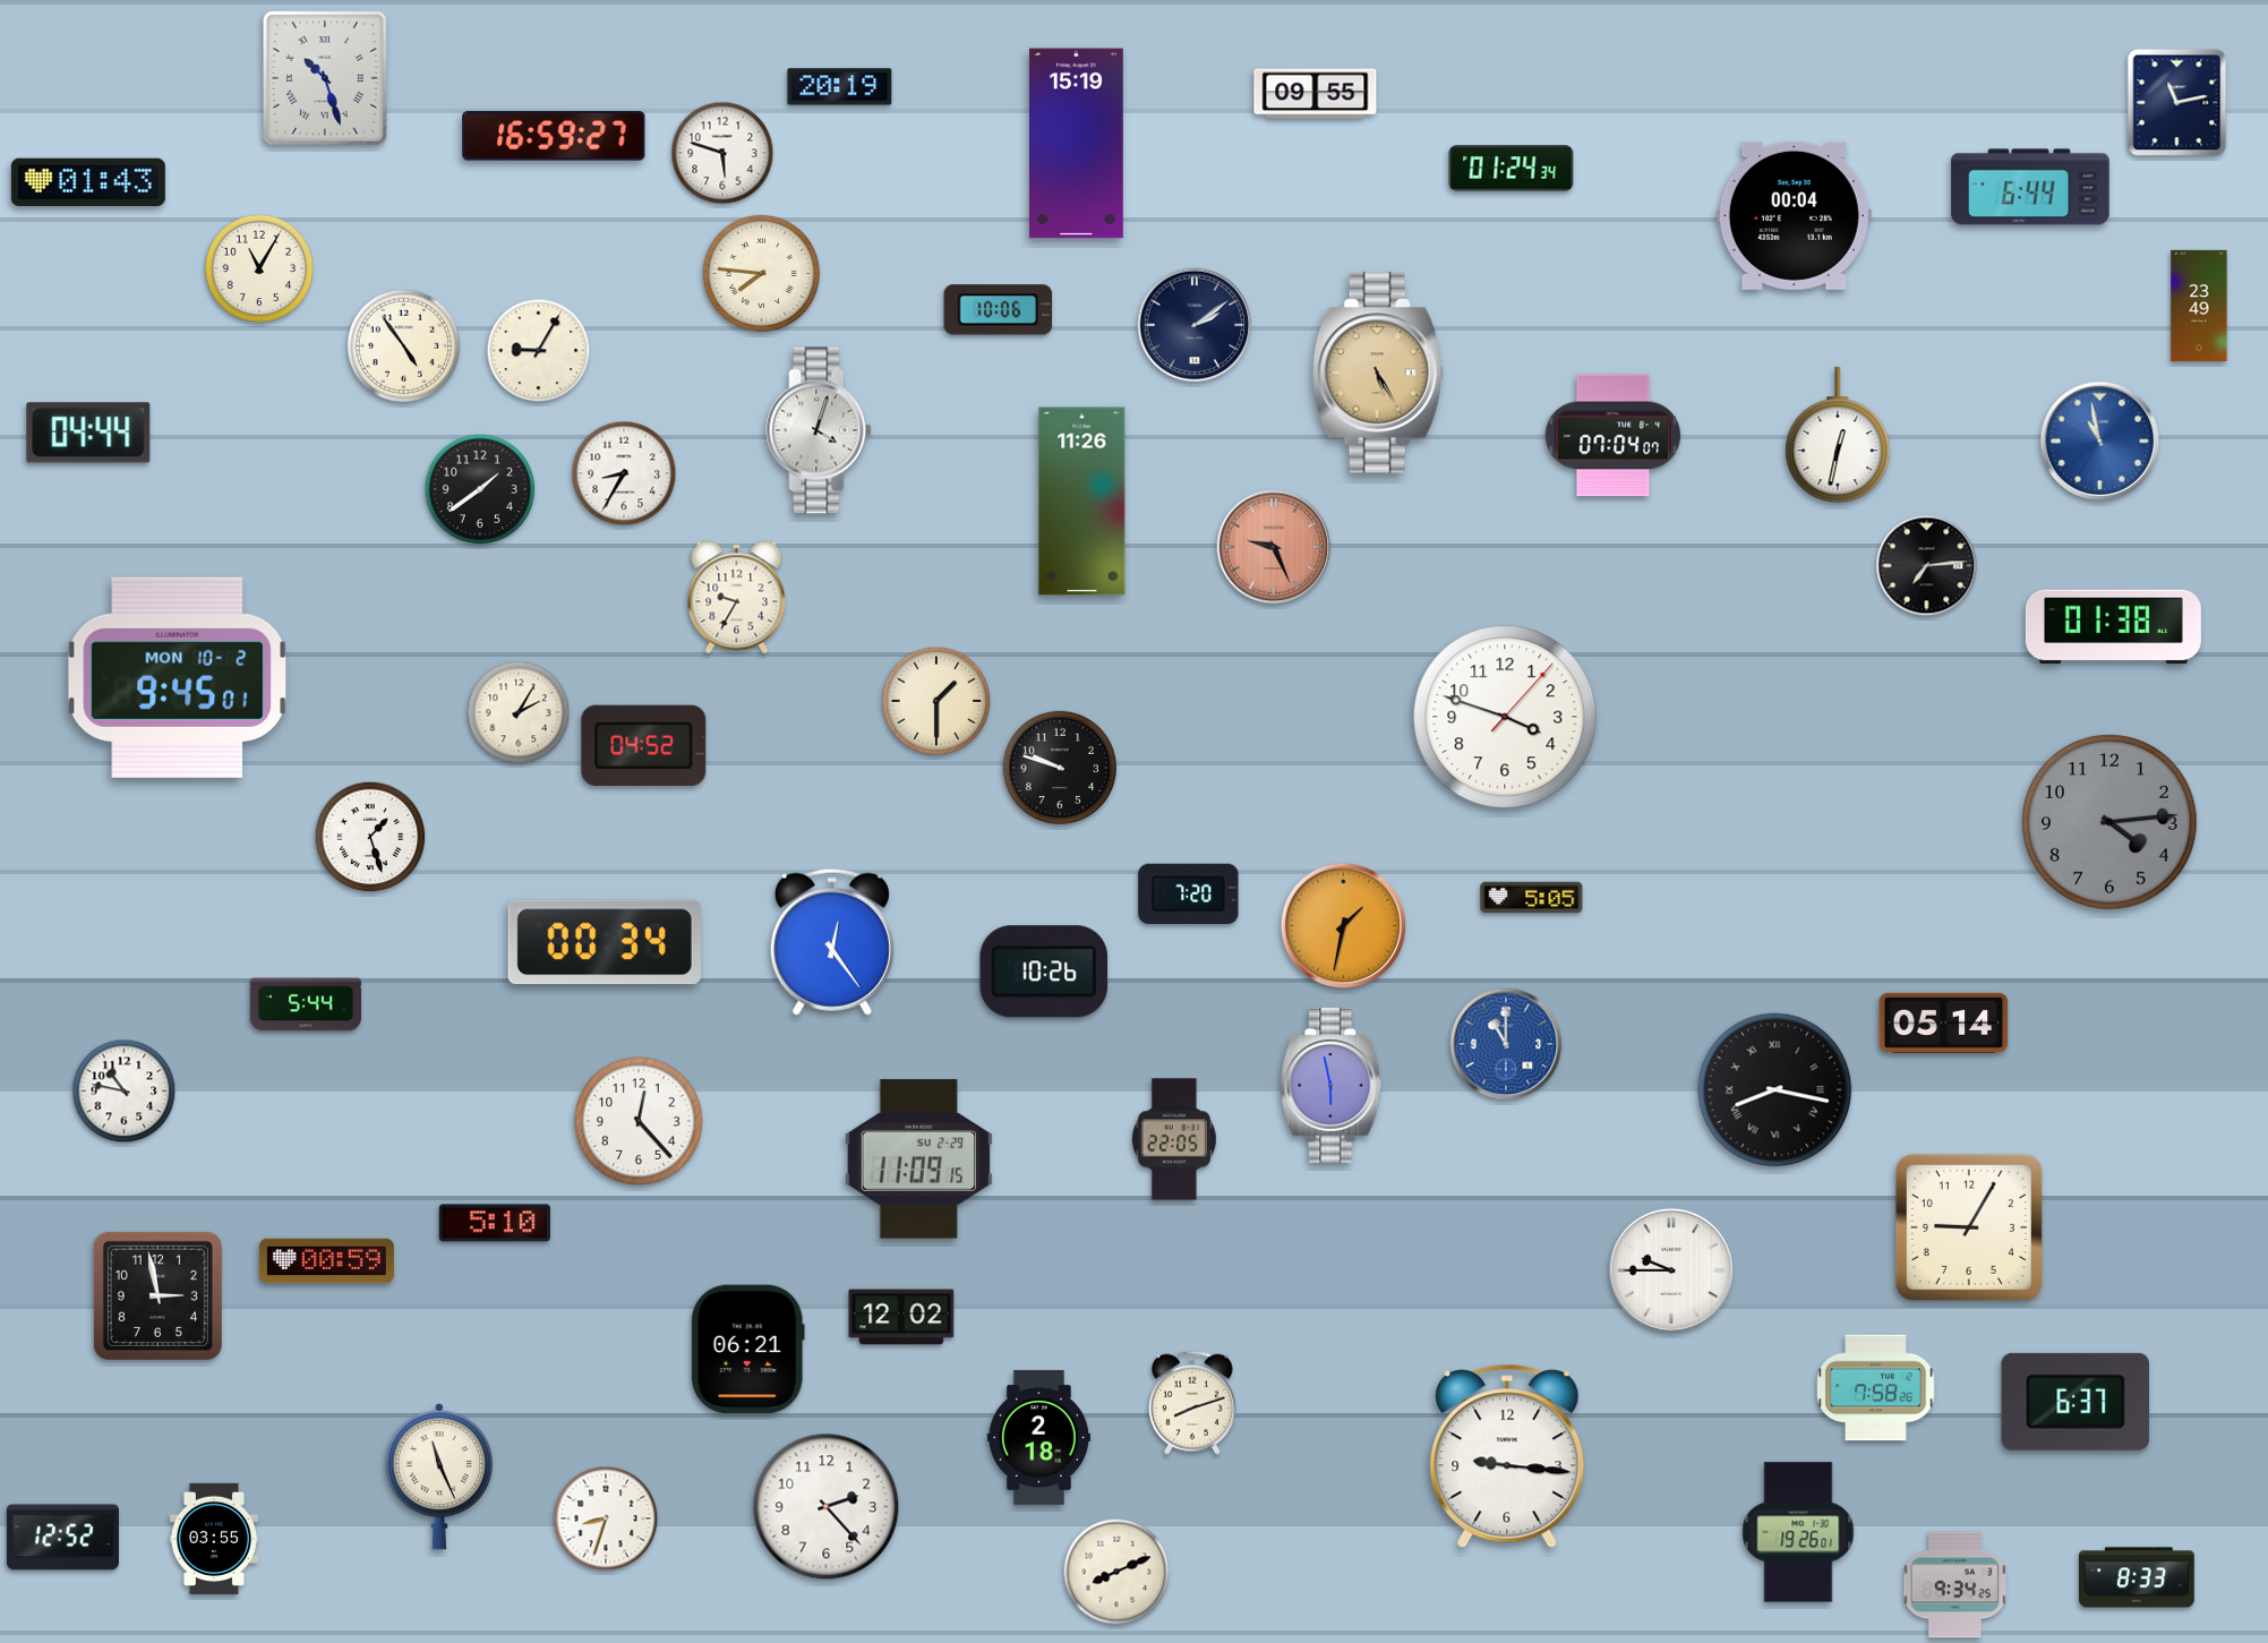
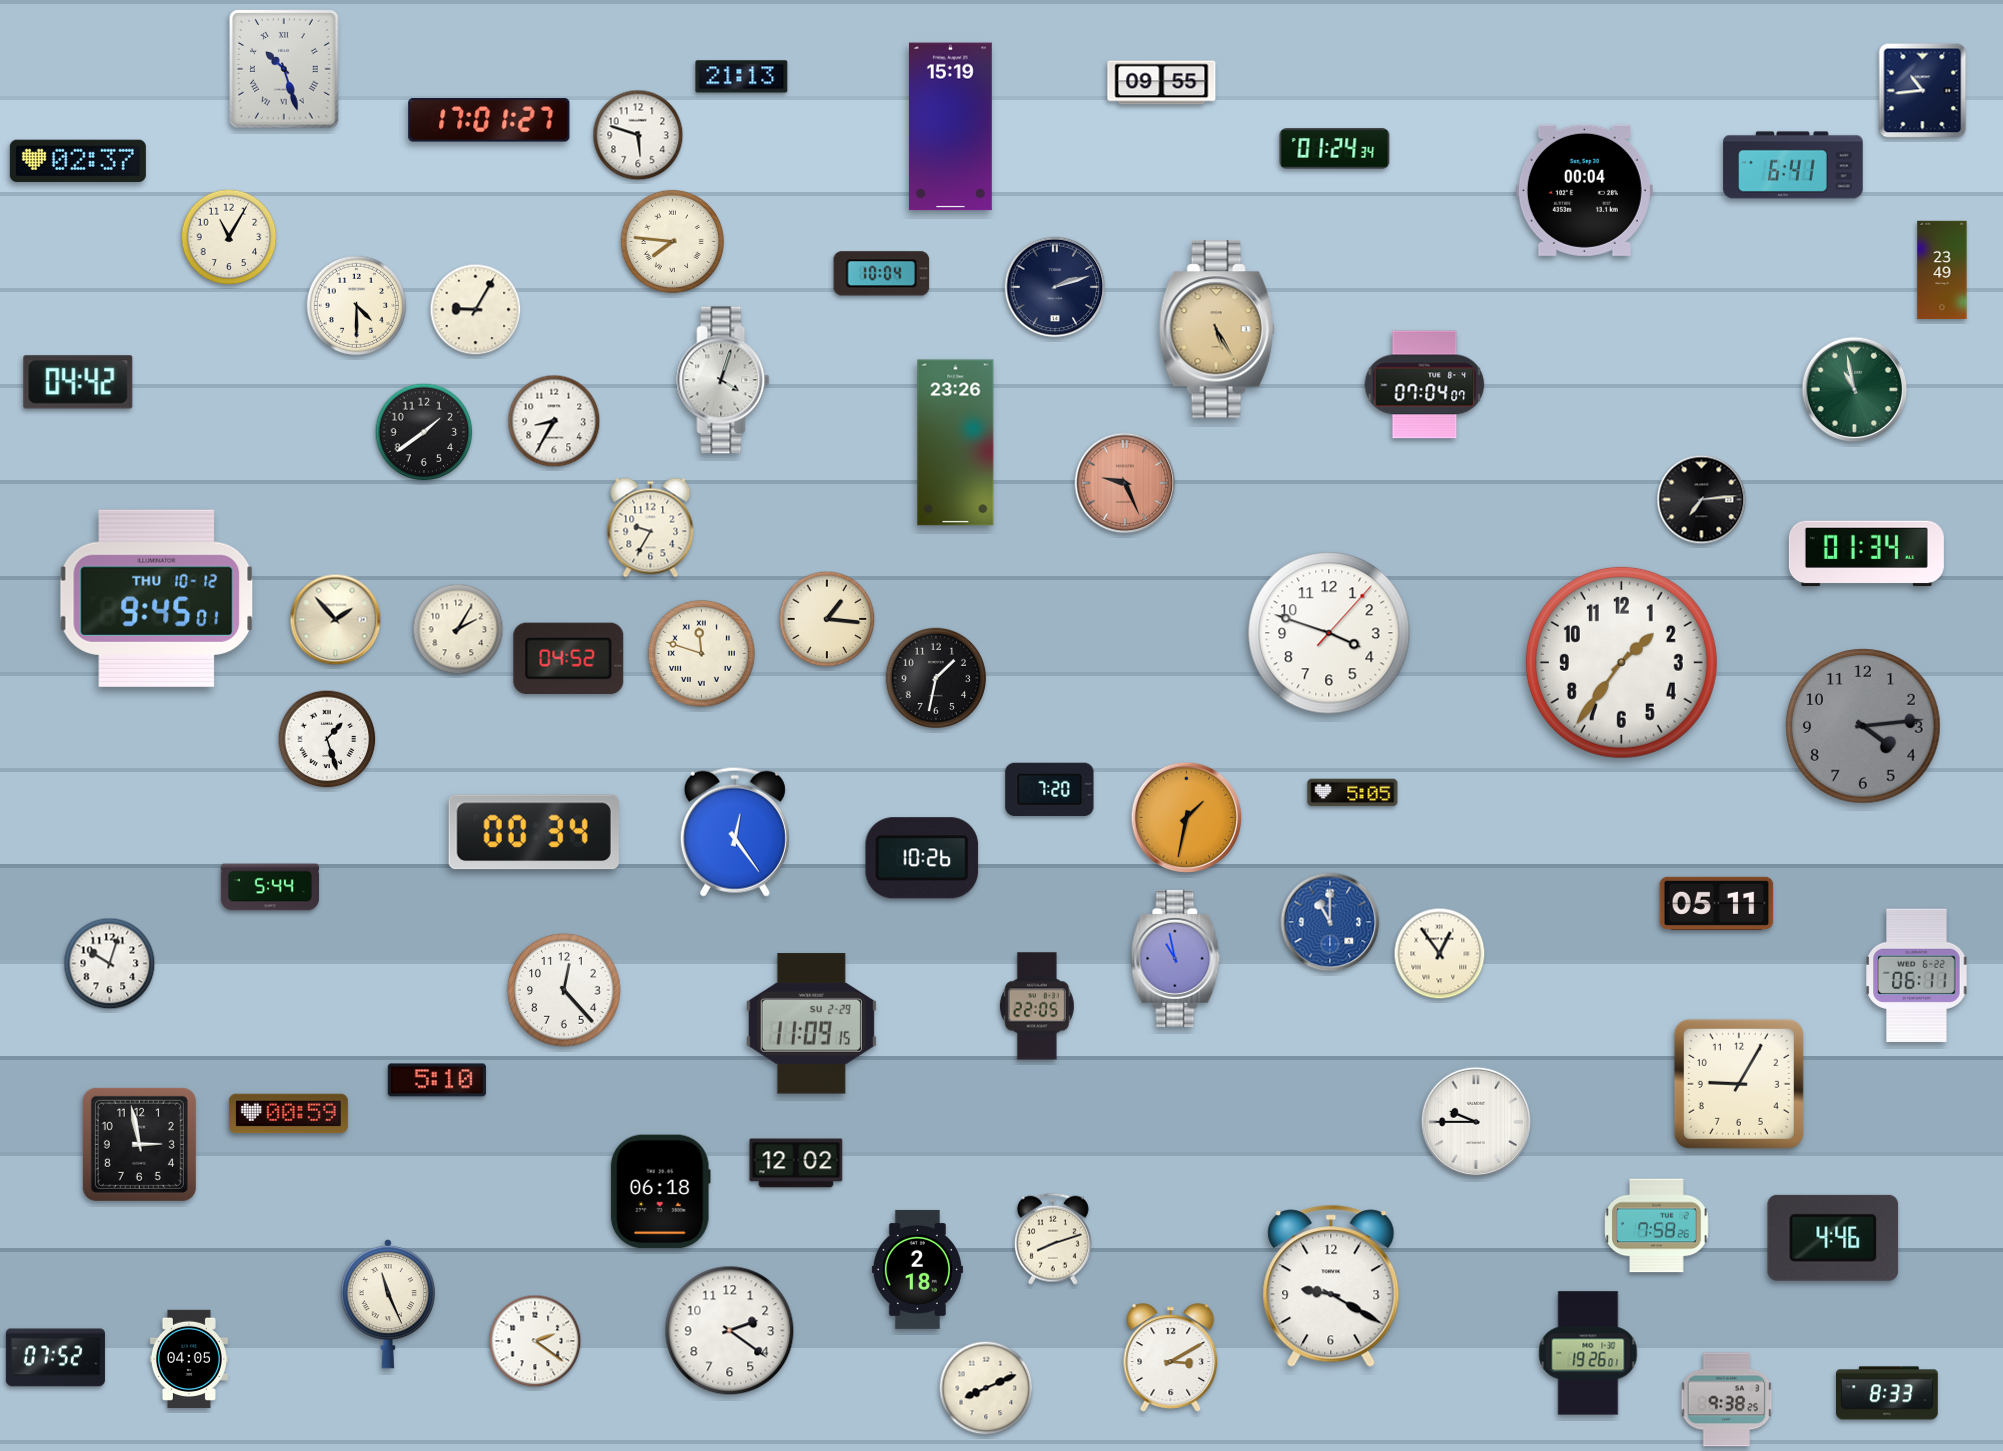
clock at (325, 78) position: (325, 78) -> (284, 69)
clock at (840, 87): 20:19 -> 21:13
clock at (2177, 103): 11:13 -> 10:44
clock at (554, 136): 16:59 -> 17:01
clock at (88, 181): 01:43 -> 02:37
clock at (2030, 187): 6:44 -> 6:41
clock at (999, 310): 10:06 -> 10:04
clock at (1195, 325): 2:09 -> 2:12
clock at (404, 346): 4:54 -> 4:30
clock at (88, 433): 04:44 -> 04:42
clock at (1838, 435): 12:32 -> none
clock at (2100, 442) dial: blue -> green
clock at (624, 473) position: (624, 473) -> (554, 421)
clock at (1082, 502): 11:26 -> 23:26
clock at (2113, 627): 01:38 -> 01:34
clock at (178, 677) date: MON 10-2 -> THU 10-12
clock at (936, 701): 1:30 -> 1:16
clock at (336, 620): none -> 1:53
clock at (701, 653): none -> 11:48
clock at (1621, 662): none -> 1:36
clock at (1059, 767): 9:48 -> 1:32
clock at (1944, 1022): 05:14 -> 05:11
clock at (1440, 954): none -> 12:54
clock at (1332, 1085): 5:58 -> 10:58
clock at (1775, 1090): 8:17 -> none
clock at (125, 1092): 10:47 -> 10:03
clock at (1917, 976): none -> 06:11
clock at (747, 1350): 06:21 -> 06:18
clock at (2076, 1402): 6:37 -> 4:46
clock at (1507, 1456): 9:16 -> 9:20
clock at (827, 1507): 2:23 -> 2:21
clock at (606, 1518): 8:33 -> 2:21
clock at (62, 1538): 12:52 -> 07:52
clock at (214, 1538): 03:55 -> 04:05
clock at (1171, 1358): none -> 3:10
clock at (1955, 1585): 9:34 -> 9:38
